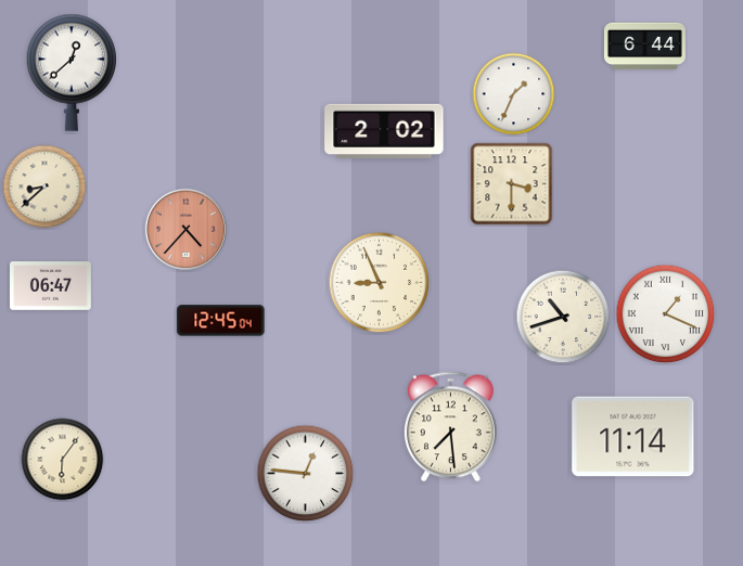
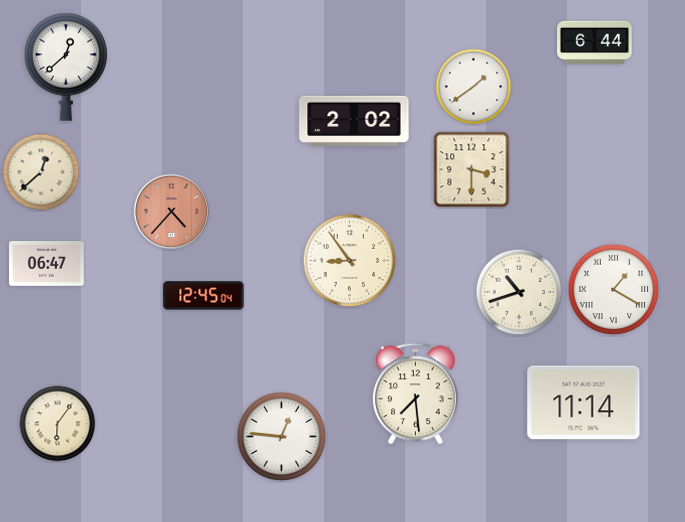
clock at (514, 94): 1:34 -> 1:39
clock at (44, 186): 8:38 -> 12:38
clock at (380, 283): 8:56 -> 8:54
clock at (666, 314): 1:19 -> 1:20
